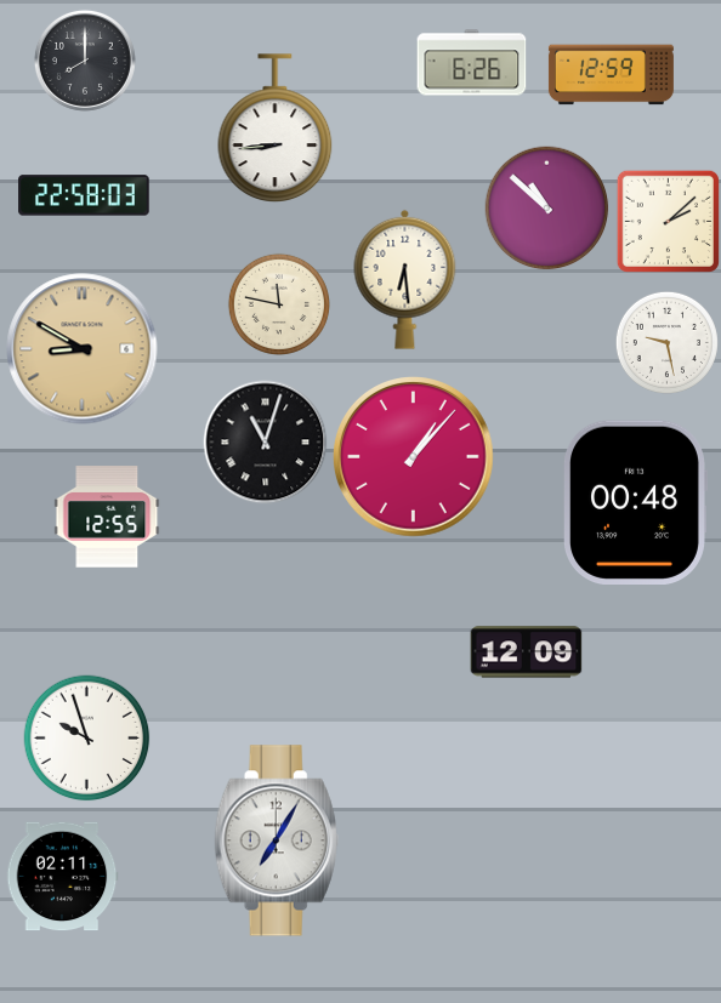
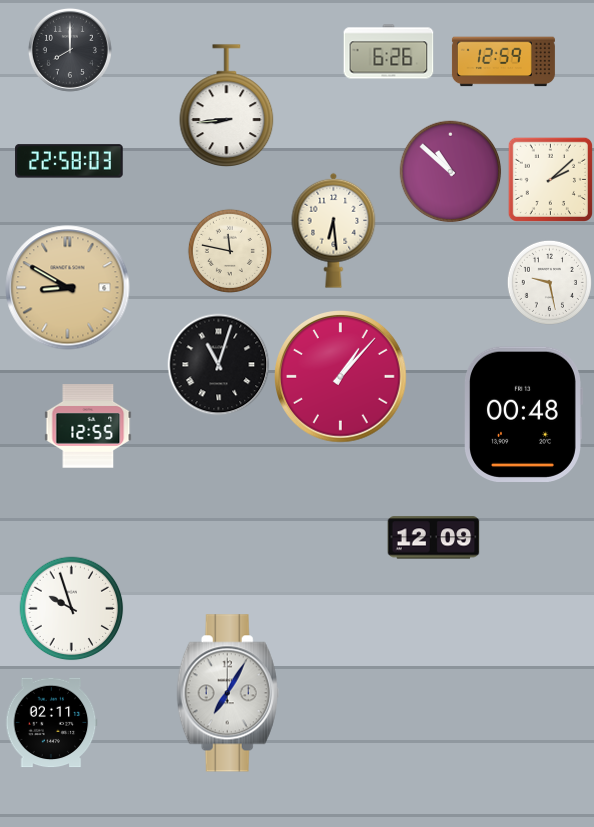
clock at (668, 221) position: (668, 221) -> (550, 179)
